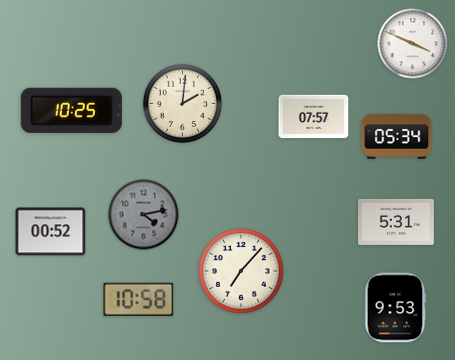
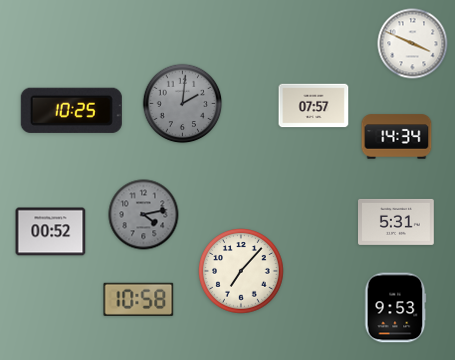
clock at (183, 104) dial: cream -> grey
clock at (314, 117) position: (314, 117) -> (314, 106)
clock at (397, 137): 05:34 -> 14:34
